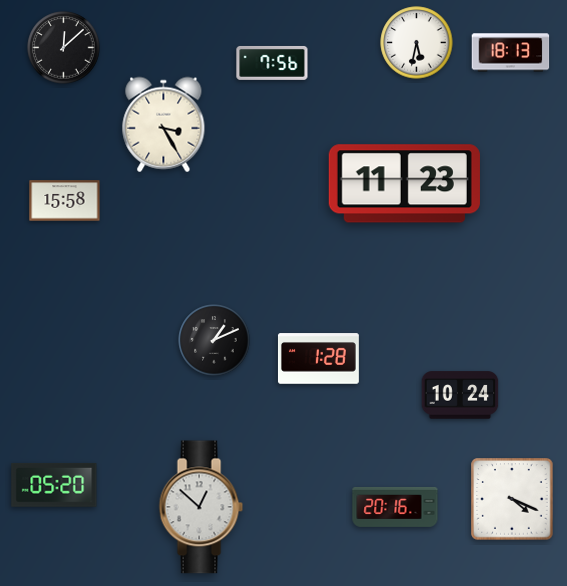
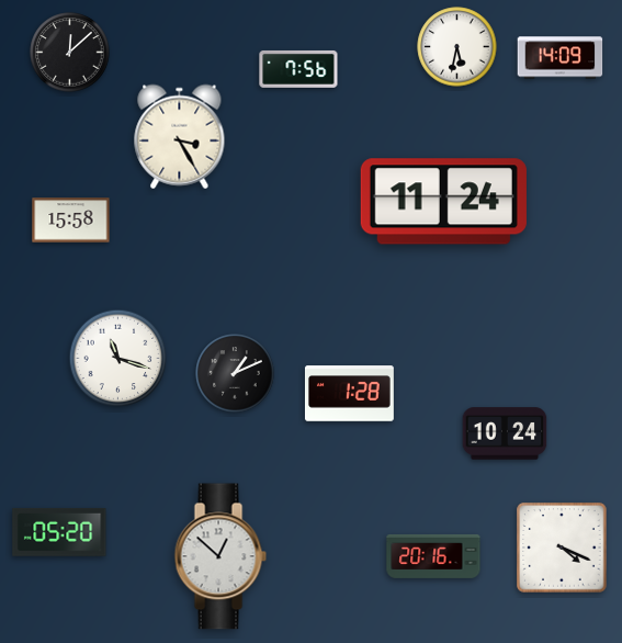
clock at (511, 53): 18:13 -> 14:09
clock at (404, 184): 11:23 -> 11:24
clock at (118, 359): none -> 11:18
